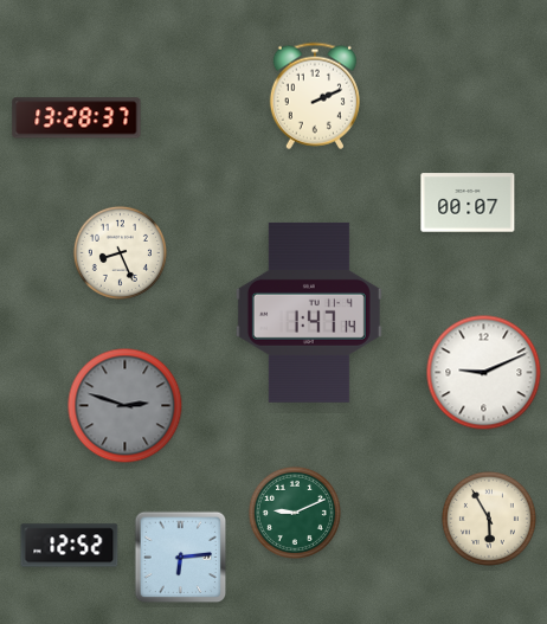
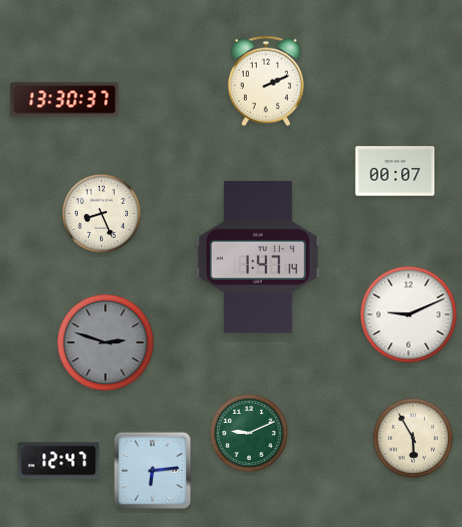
clock at (77, 118): 13:28 -> 13:30
clock at (309, 313) position: (309, 313) -> (258, 257)
clock at (70, 546): 12:52 -> 12:47
